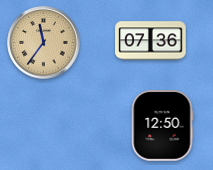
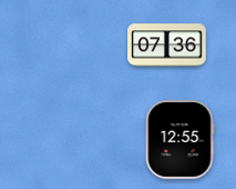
clock at (44, 43): 11:36 -> none
clock at (162, 126): 12:50 -> 12:55
